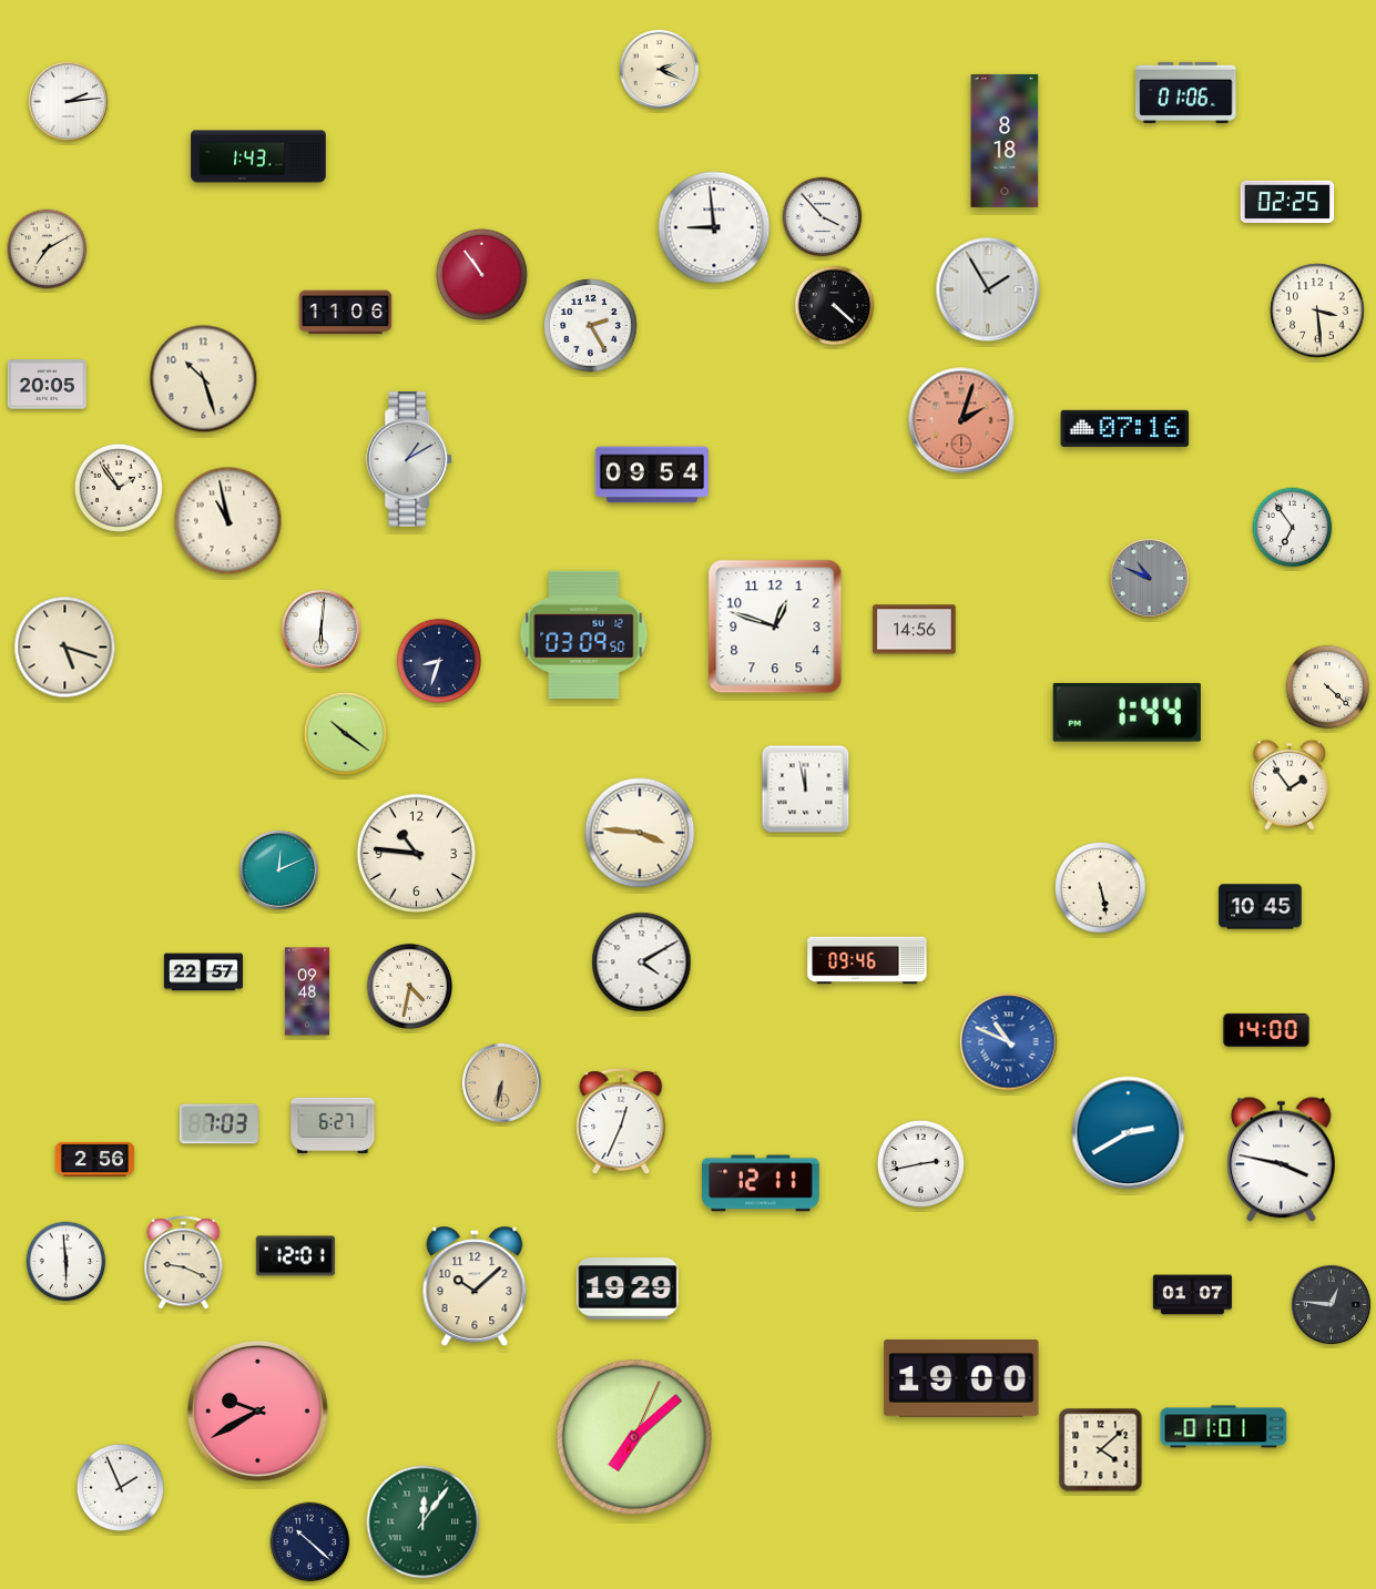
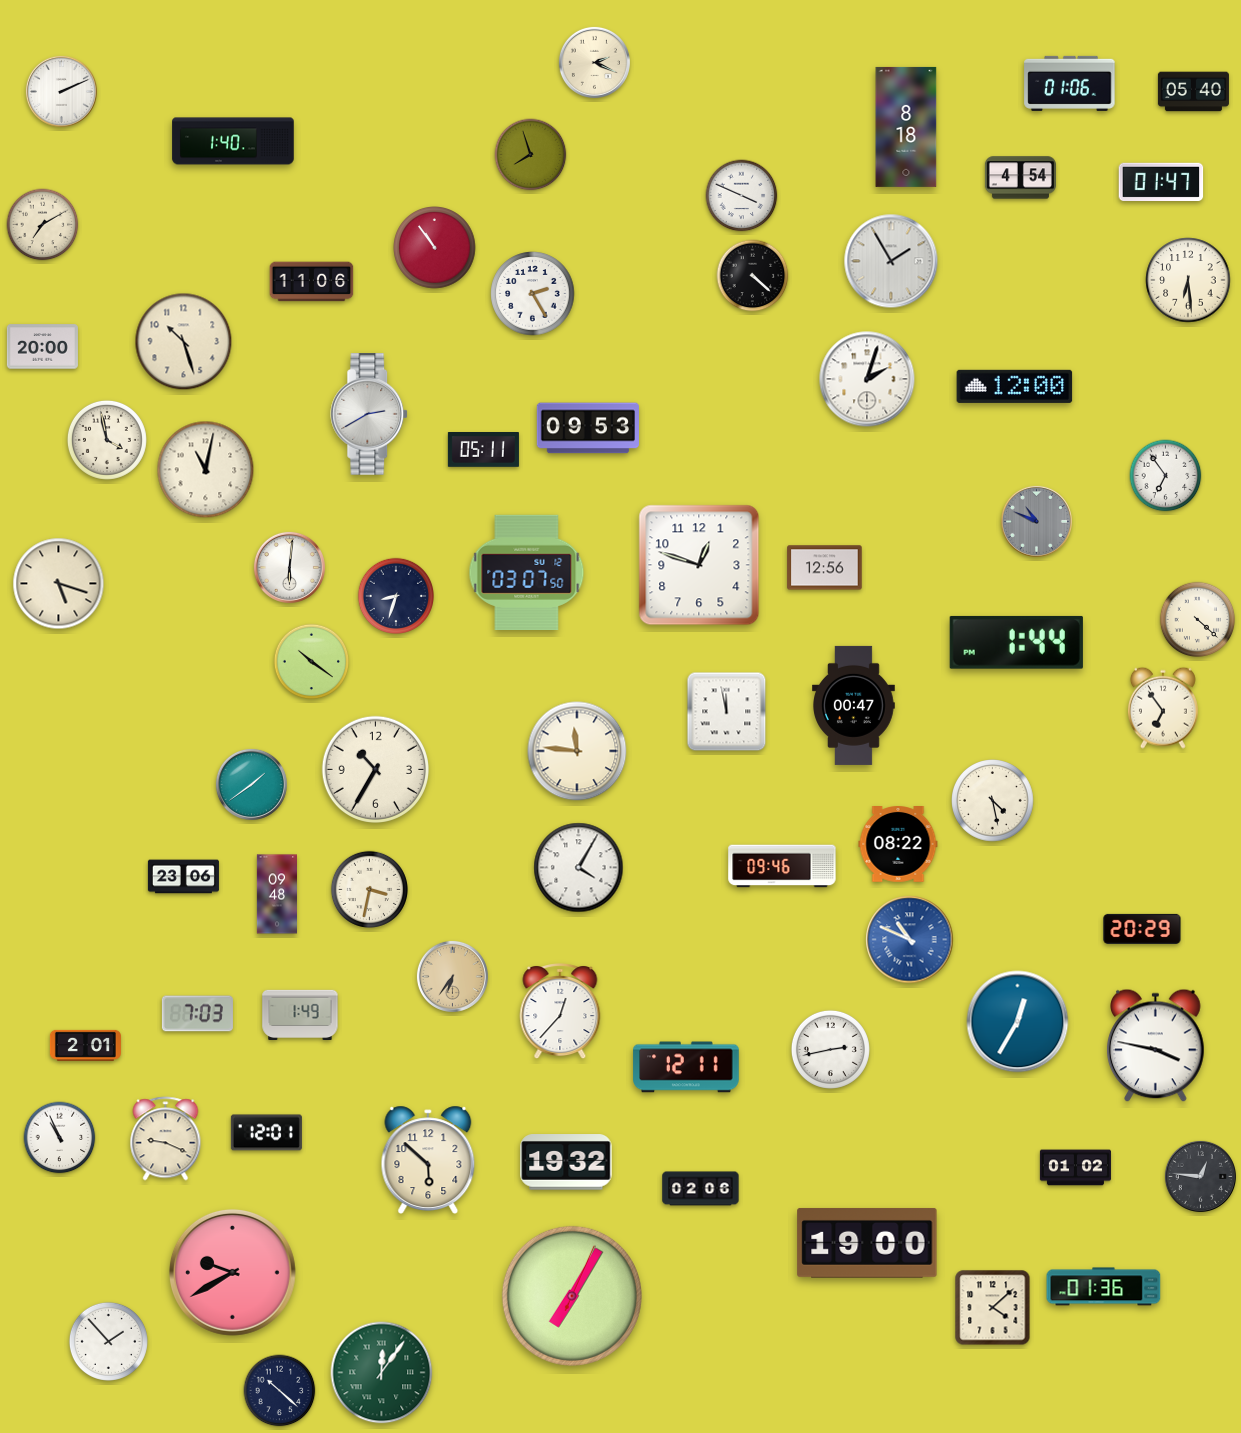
clock at (68, 101): 2:14 -> 2:11
clock at (1193, 92): none -> 05:40
clock at (258, 156): 1:43 -> 1:40
clock at (531, 155): none -> 7:57
clock at (1020, 178): none -> 4:54
clock at (1287, 201): 02:25 -> 01:47
clock at (823, 217): 3:53 -> 3:49
clock at (714, 227): 8:59 -> none
clock at (1317, 310): 3:29 -> 6:29
clock at (47, 385): 20:05 -> 20:00
clock at (961, 420) dial: salmon -> white
clock at (1125, 428): 07:16 -> 12:00
clock at (410, 459): 1:10 -> 2:40
clock at (652, 475): 09:54 -> 09:53
clock at (119, 488): 1:54 -> 3:58
clock at (483, 450): none -> 05:11
clock at (228, 521): 10:58 -> 11:02
clock at (915, 630): 14:56 -> 12:56
clock at (584, 634): 03:09 -> 03:07
clock at (854, 705): none -> 00:47
clock at (1290, 785): 1:54 -> 6:54
clock at (640, 833): 3:46 -> 11:46
clock at (416, 853): 10:46 -> 10:35
clock at (278, 869): 12:11 -> 1:39
clock at (1101, 888): 5:28 -> 4:28
clock at (1261, 907): 10:45 -> none
clock at (898, 845): none -> 08:22
clock at (642, 962): 4:10 -> 4:05
clock at (203, 972): 22:57 -> 23:06
clock at (409, 986): 4:32 -> 3:32
clock at (1266, 1030): 14:00 -> 20:29
clock at (501, 1082): 6:32 -> 6:36
clock at (621, 1122): 12:34 -> 12:37
clock at (333, 1124): 6:27 -> 1:49
clock at (1129, 1133): 2:40 -> 12:35
clock at (94, 1159): 2:56 -> 2:01
clock at (67, 1262): 5:59 -> 10:56
clock at (475, 1285): 10:08 -> 5:52
clock at (628, 1288): 19:29 -> 19:32
clock at (1192, 1295): 01:07 -> 01:02
clock at (701, 1189): none -> 02:06
clock at (1224, 1427): 01:01 -> 01:36
clock at (634, 1437): 7:08 -> 7:05
clock at (120, 1487): 1:56 -> 1:53
